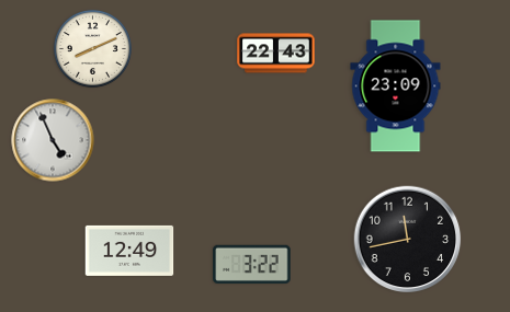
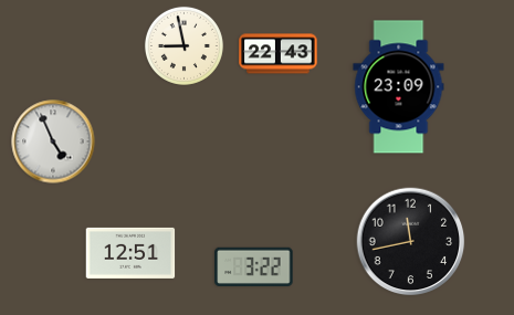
clock at (183, 45): none -> 8:58
clock at (92, 48): 8:11 -> none
clock at (129, 251): 12:49 -> 12:51
